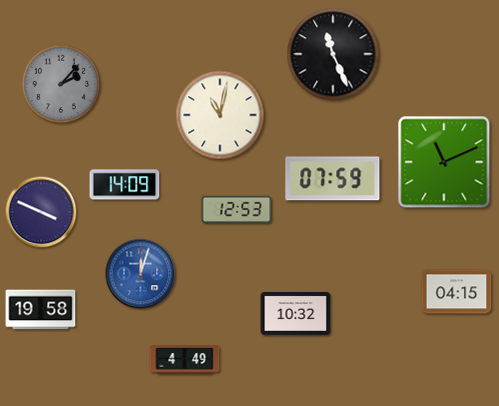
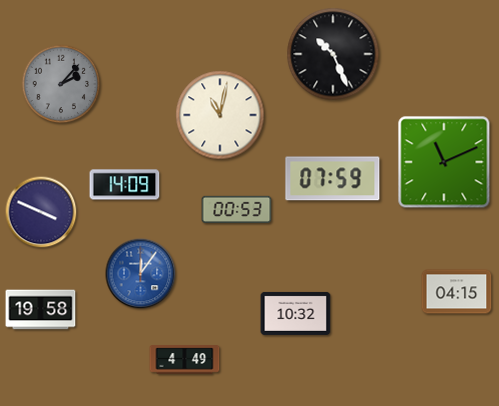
clock at (333, 54): 11:26 -> 10:26
clock at (237, 209): 12:53 -> 00:53
clock at (141, 274): 12:03 -> 12:06
